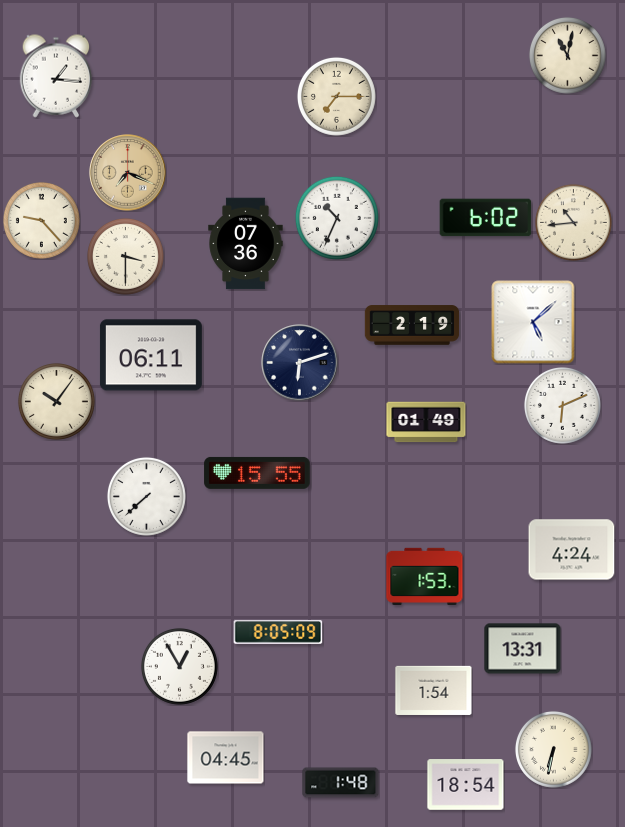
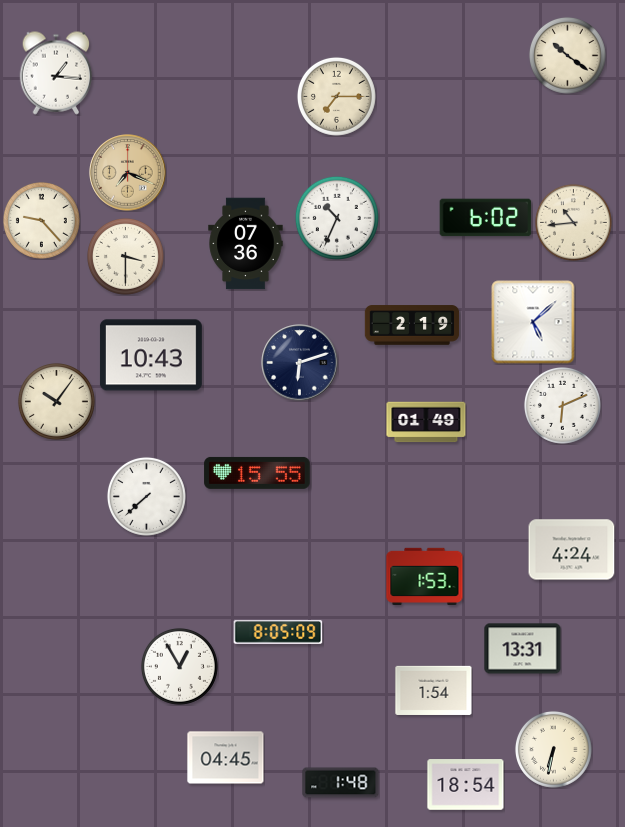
clock at (567, 55): 11:02 -> 10:21
clock at (56, 76) position: (56, 76) -> (56, 73)
clock at (151, 355): 06:11 -> 10:43
